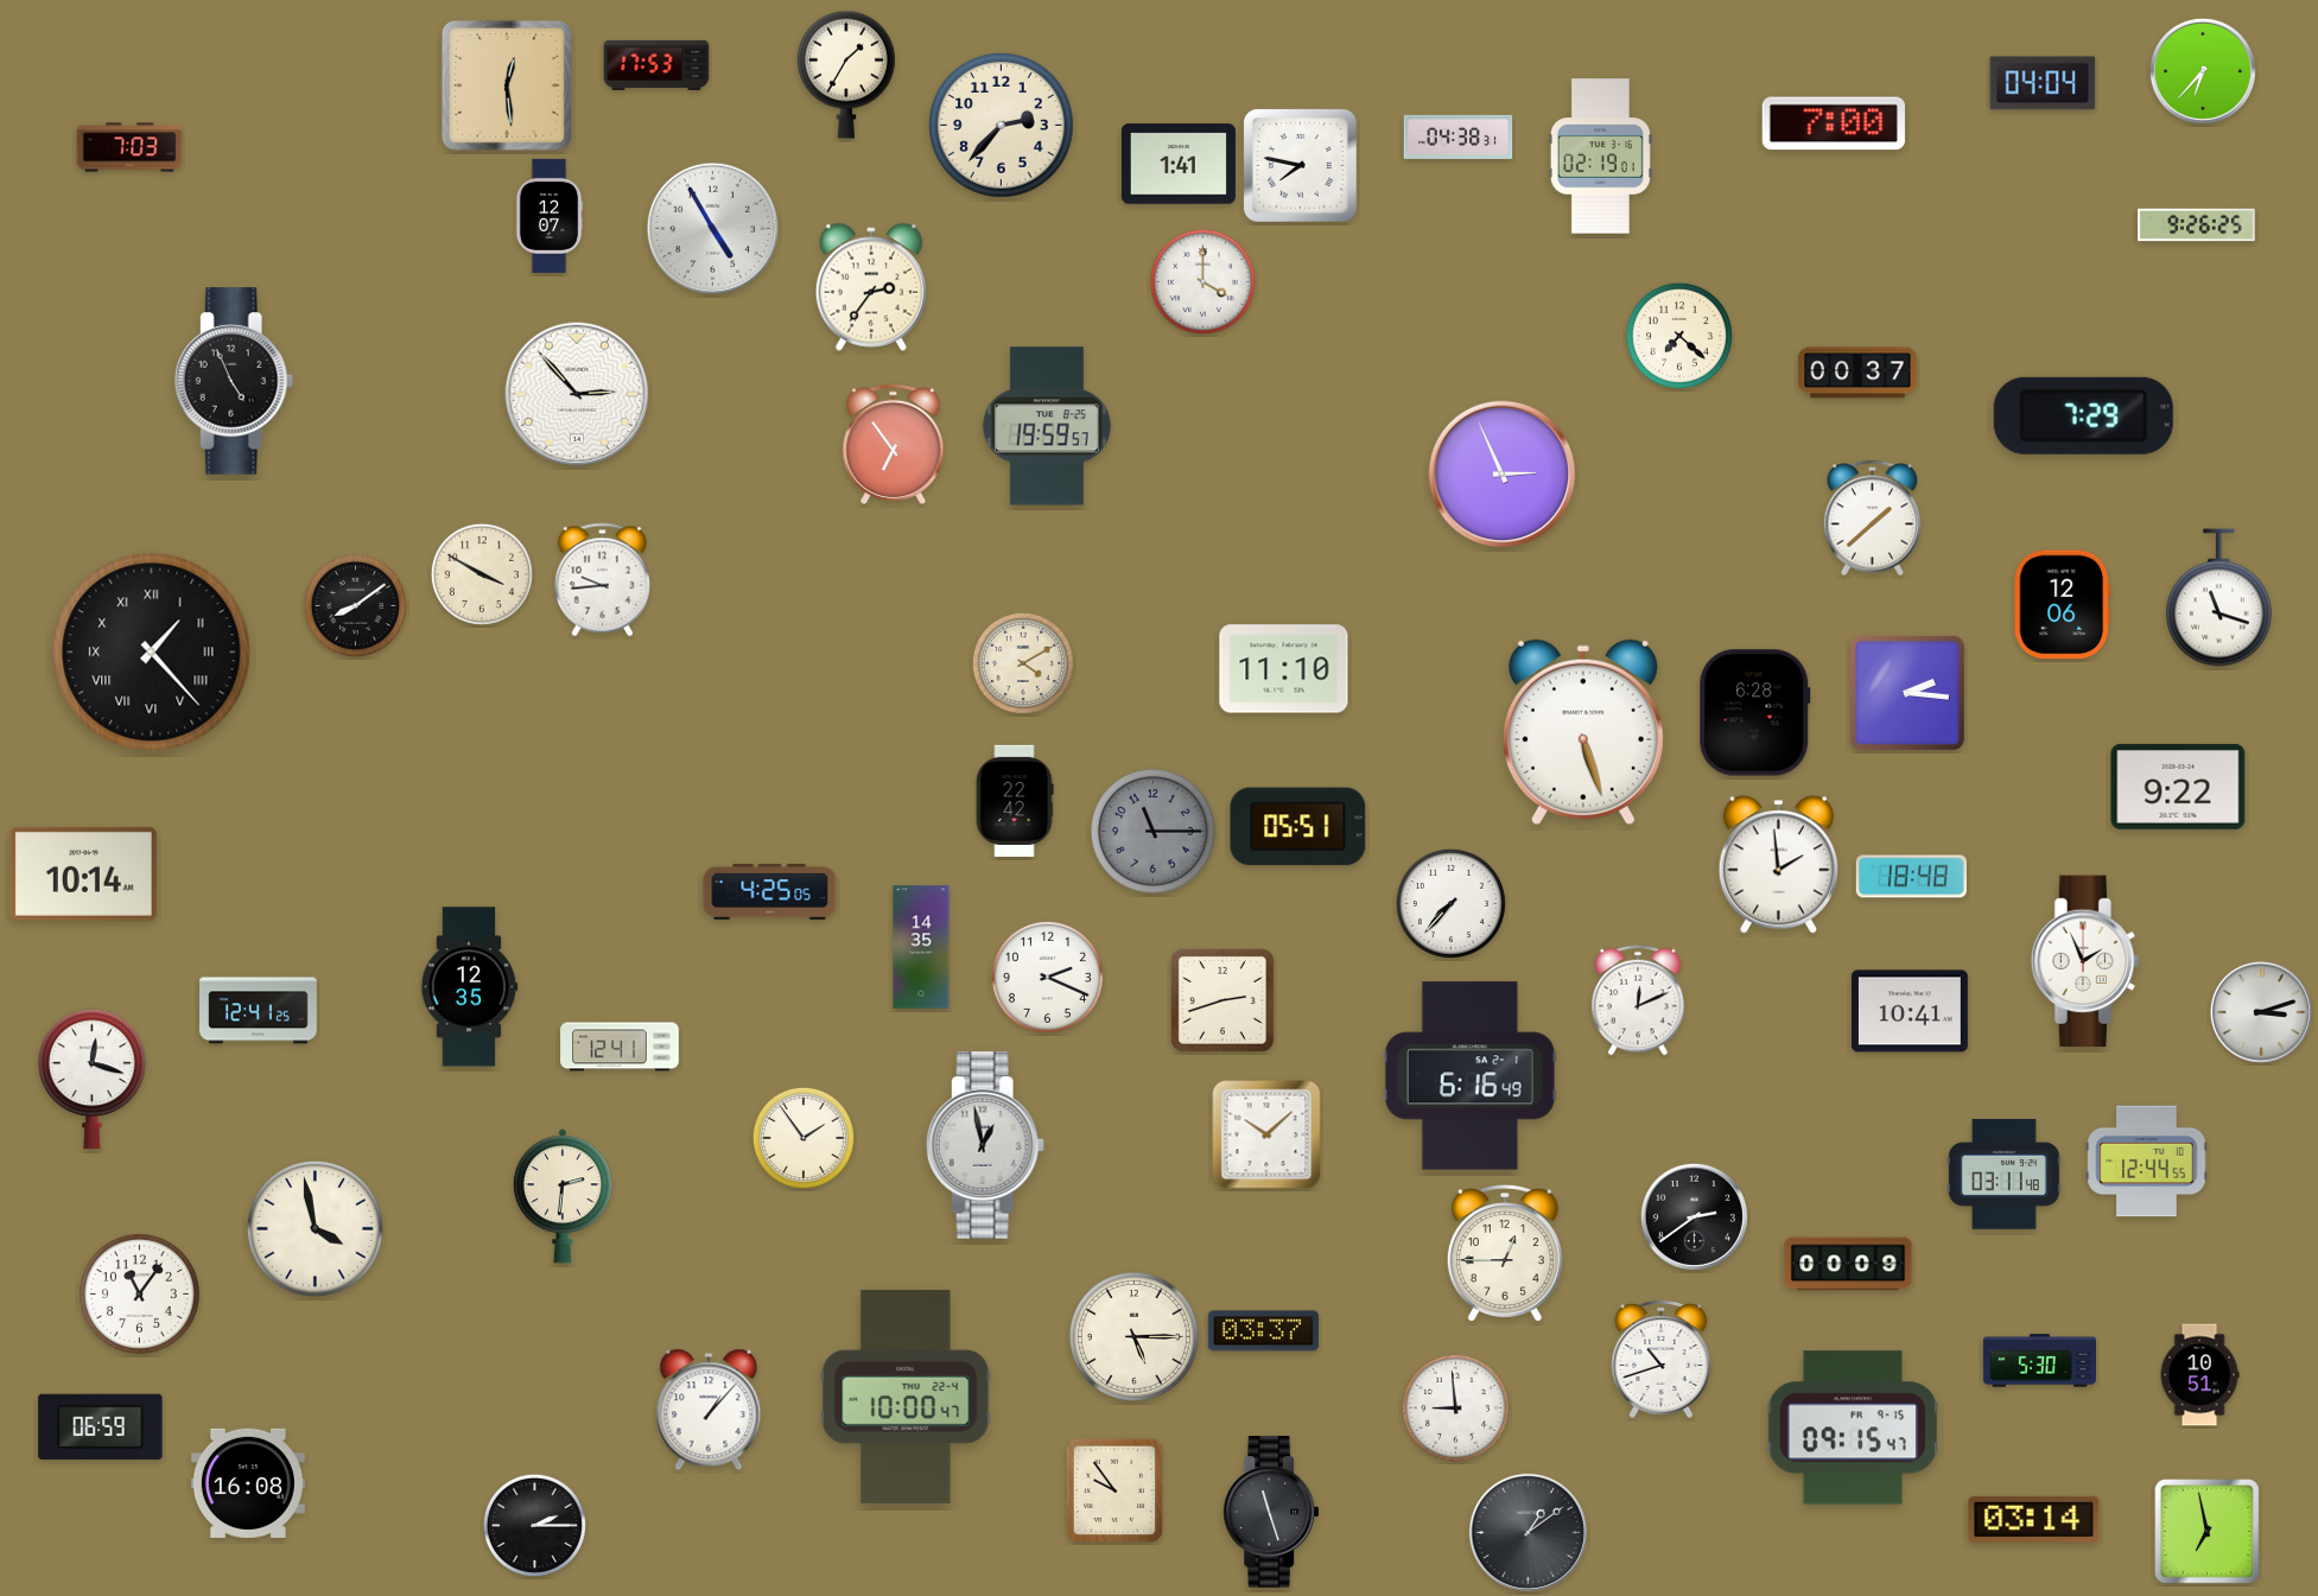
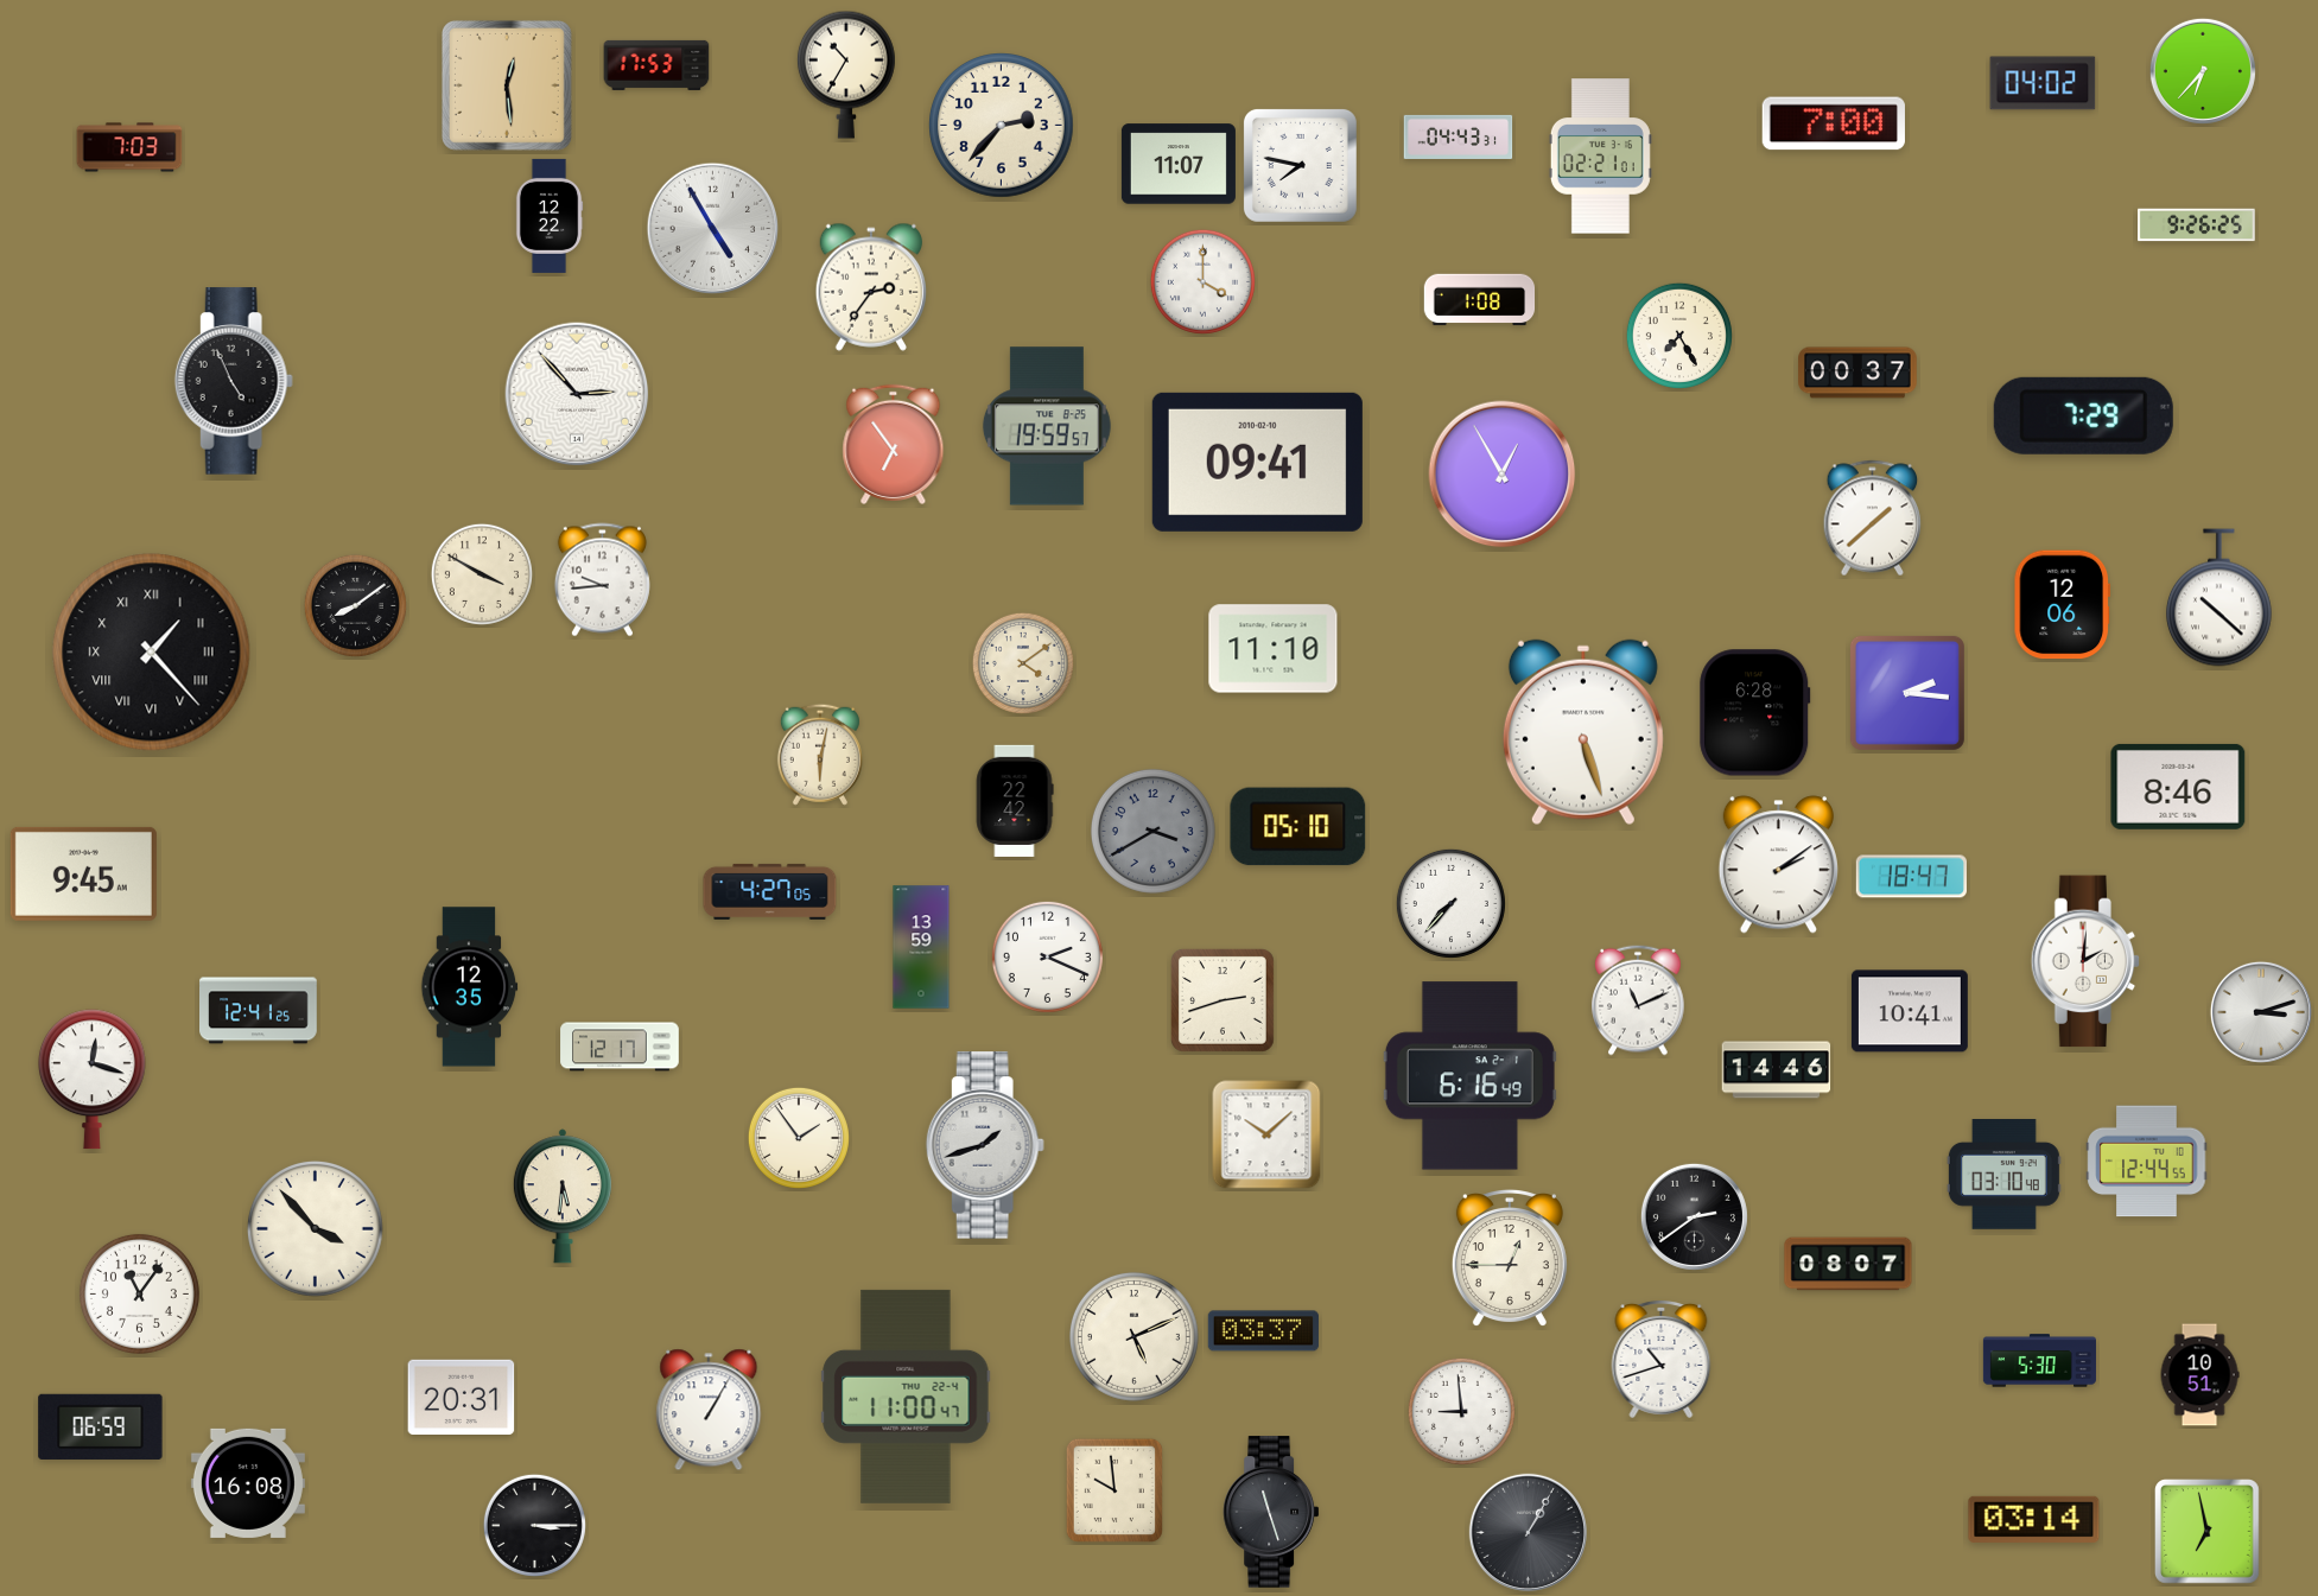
clock at (846, 75): 1:35 -> 10:35
clock at (2043, 83): 04:04 -> 04:02
clock at (1459, 136): 04:38 -> 04:43
clock at (1600, 157): 02:19 -> 02:21
clock at (1179, 164): 1:41 -> 11:07
clock at (550, 216): 12:07 -> 12:22
clock at (1480, 300): none -> 1:08
clock at (1679, 336): 7:22 -> 7:25
clock at (1257, 462): none -> 09:41
clock at (1503, 475): 2:56 -> 12:55
clock at (2218, 598): 11:18 -> 10:22
clock at (1023, 663): 4:10 -> 4:09
clock at (1284, 669) position: (1284, 669) -> (1274, 649)
clock at (820, 755): none -> 6:02
clock at (2178, 787): 9:22 -> 8:46
clock at (1298, 827): 05:51 -> 05:10
clock at (1152, 831): 11:15 -> 3:40
clock at (1778, 865): 1:59 -> 2:09
clock at (83, 873): 10:14 -> 9:45
clock at (1911, 877): 18:48 -> 18:47
clock at (770, 891): 4:25 -> 4:27
clock at (921, 947): 14:35 -> 13:59
clock at (2085, 961): 1:56 -> 2:01
clock at (1047, 977) position: (1047, 977) -> (1047, 956)
clock at (1638, 1000): 12:11 -> 11:11
clock at (620, 1047): 12:41 -> 12:17
clock at (1777, 1070): none -> 14:46
clock at (804, 1138) position: (804, 1138) -> (799, 1138)
clock at (985, 1145): 12:58 -> 1:42
clock at (2003, 1175): 03:11 -> 03:10
clock at (563, 1196): 2:31 -> 5:31
clock at (315, 1228): 3:58 -> 3:53
clock at (1505, 1254) position: (1505, 1254) -> (1510, 1259)
clock at (1848, 1264): 00:09 -> 08:07
clock at (1133, 1336): 5:15 -> 5:11
clock at (906, 1397): 10:00 -> 11:00
clock at (462, 1398): none -> 20:31
clock at (1455, 1407) position: (1455, 1407) -> (1461, 1411)
clock at (709, 1410): 1:07 -> 1:05
clock at (1853, 1428): 09:15 -> none
clock at (1114, 1490): 9:54 -> 9:59
clock at (534, 1525): 2:15 -> 3:15
clock at (1528, 1532): 1:09 -> 1:05
